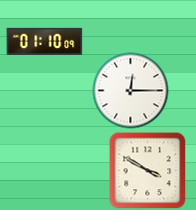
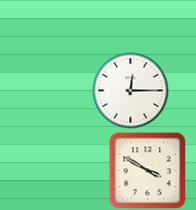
clock at (45, 41): 01:10 -> none
